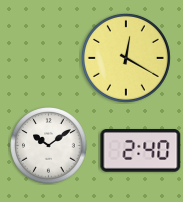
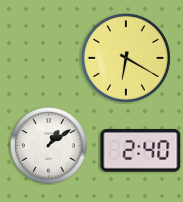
clock at (126, 58): 12:20 -> 6:20
clock at (49, 146): 10:09 -> 1:09
